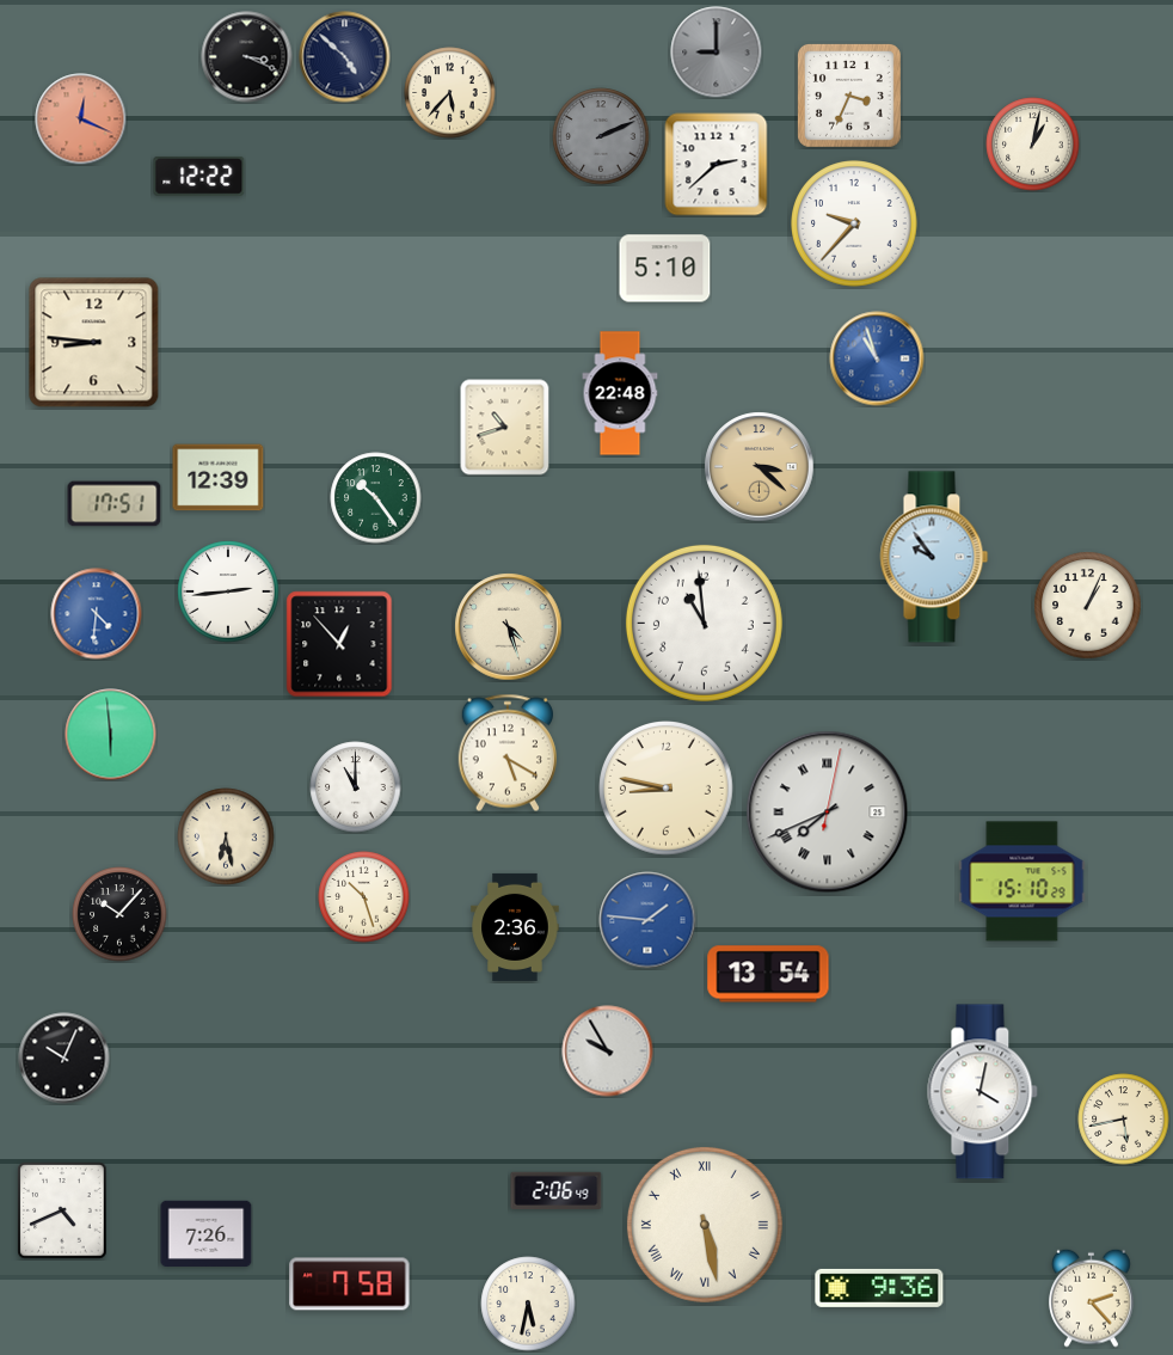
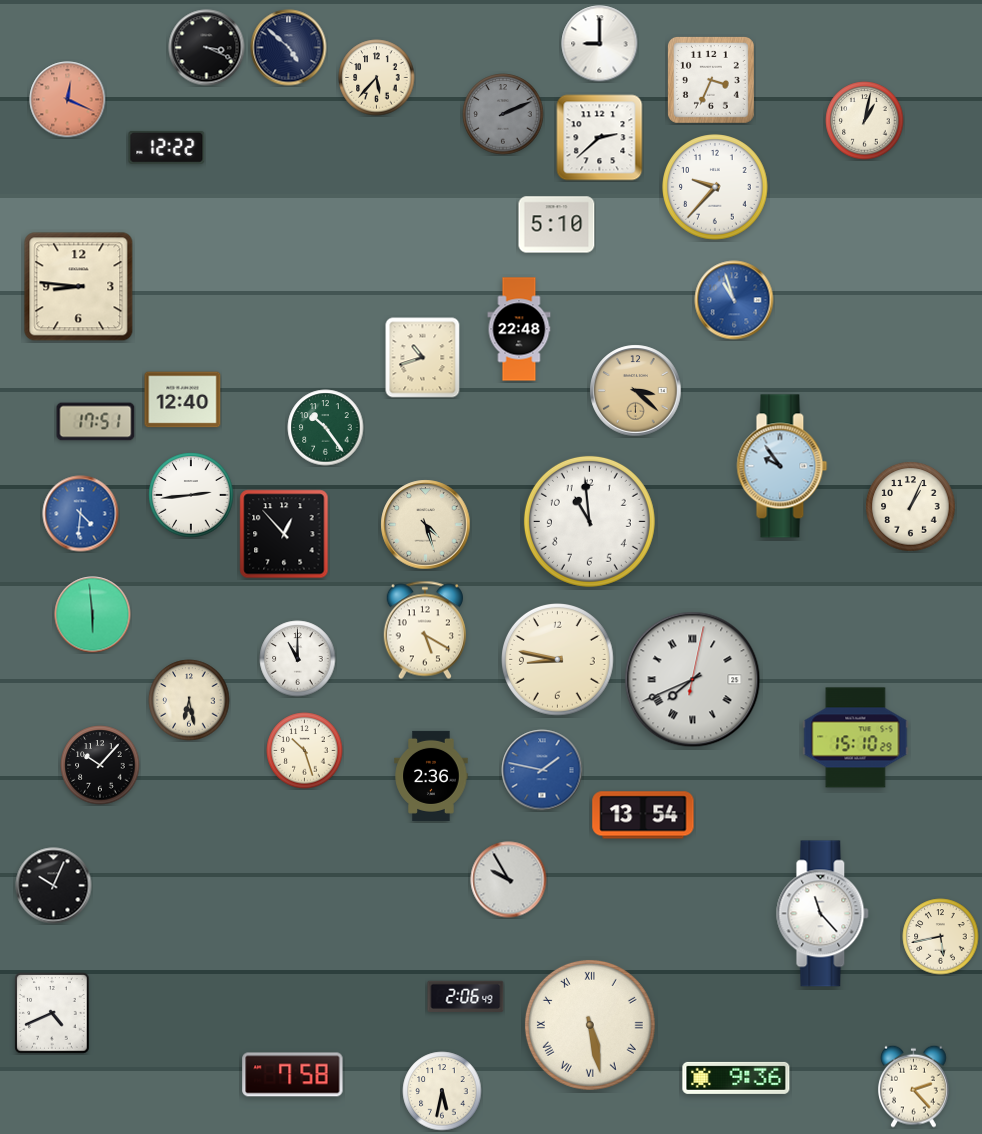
clock at (717, 53) dial: grey -> white
clock at (219, 478): 12:39 -> 12:40
clock at (376, 498) position: (376, 498) -> (326, 428)
clock at (339, 644) position: (339, 644) -> (284, 534)
clock at (647, 920): 1:46 -> 1:47
clock at (983, 1092): 4:02 -> 11:23
clock at (207, 1233): 7:26 -> none
